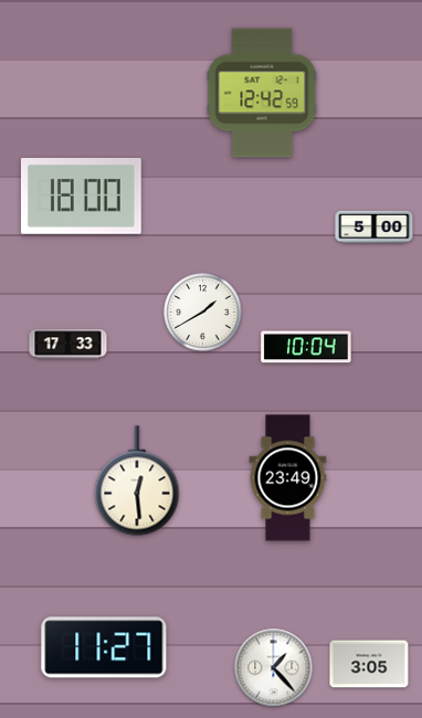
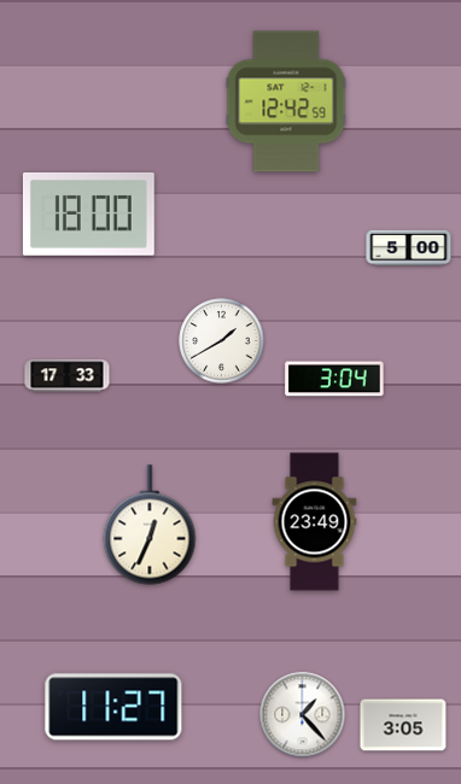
clock at (68, 345) position: (68, 345) -> (68, 376)
clock at (306, 347): 10:04 -> 3:04
clock at (137, 481): 12:29 -> 12:34
clock at (274, 668) position: (274, 668) -> (303, 715)
